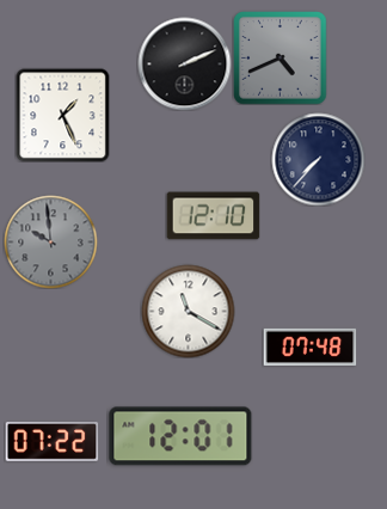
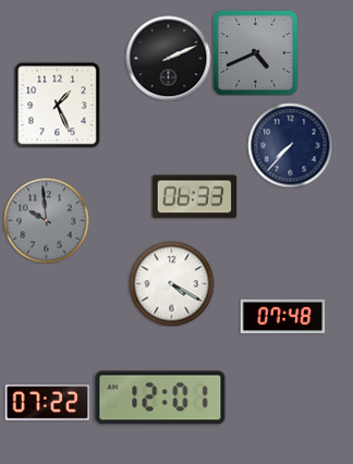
clock at (213, 216): 12:10 -> 06:33
clock at (188, 311): 11:20 -> 4:20
clock at (180, 436) position: (180, 436) -> (160, 398)
